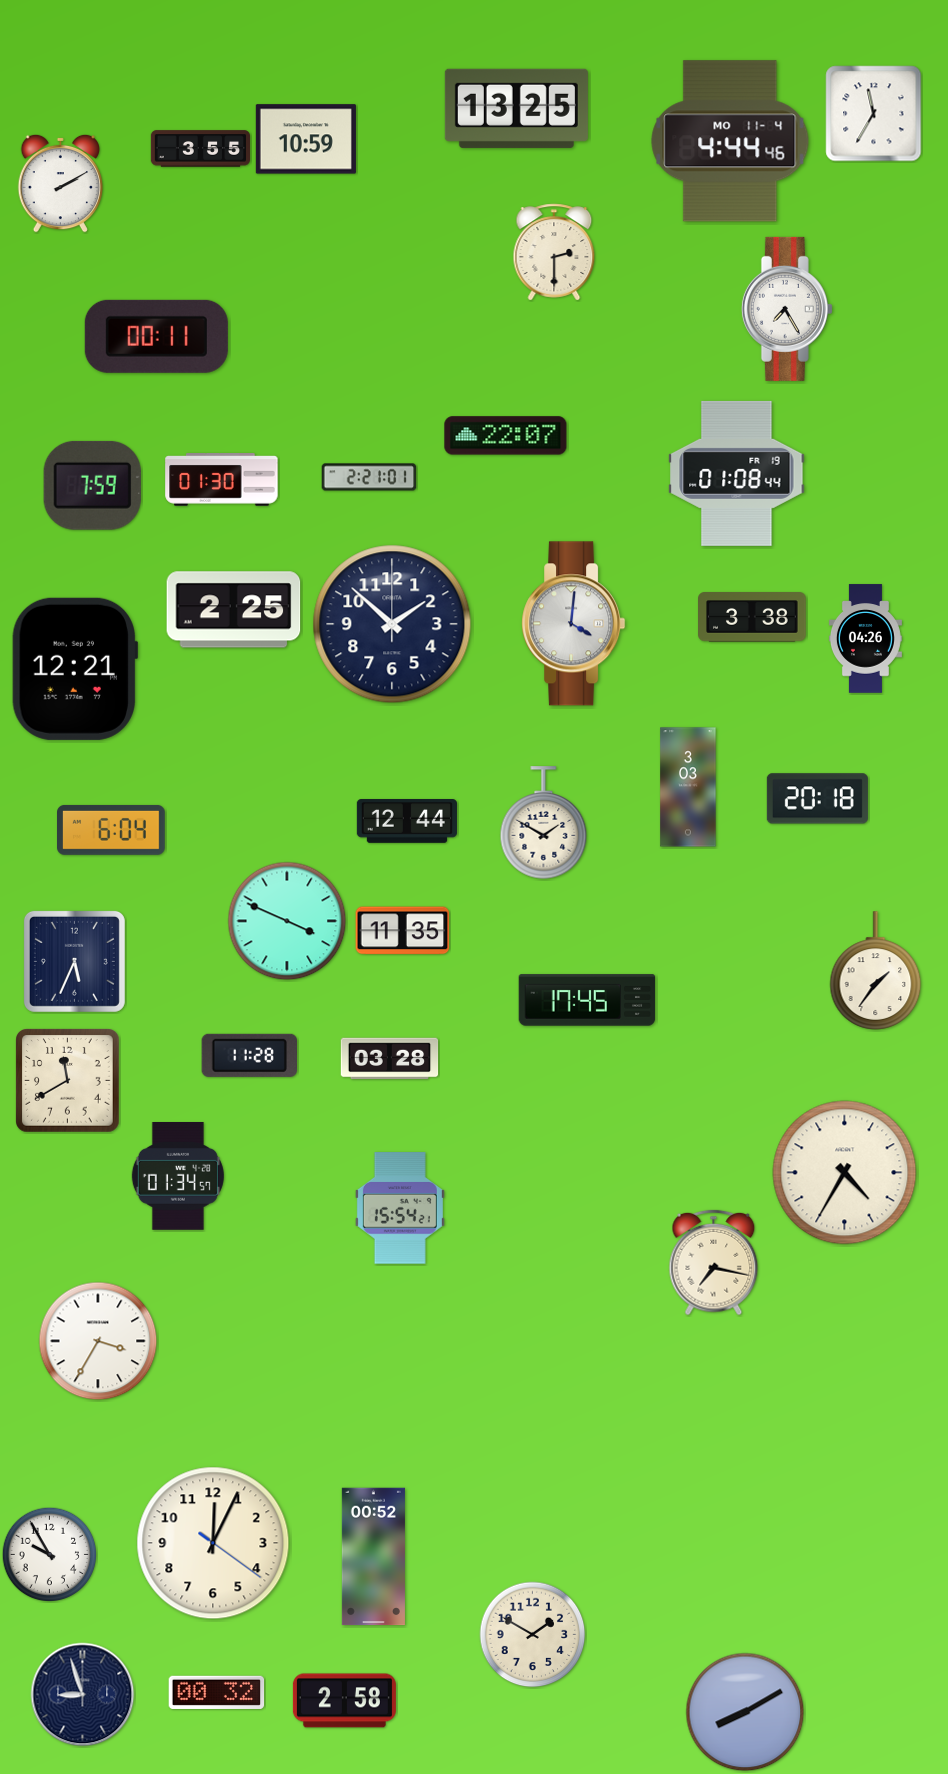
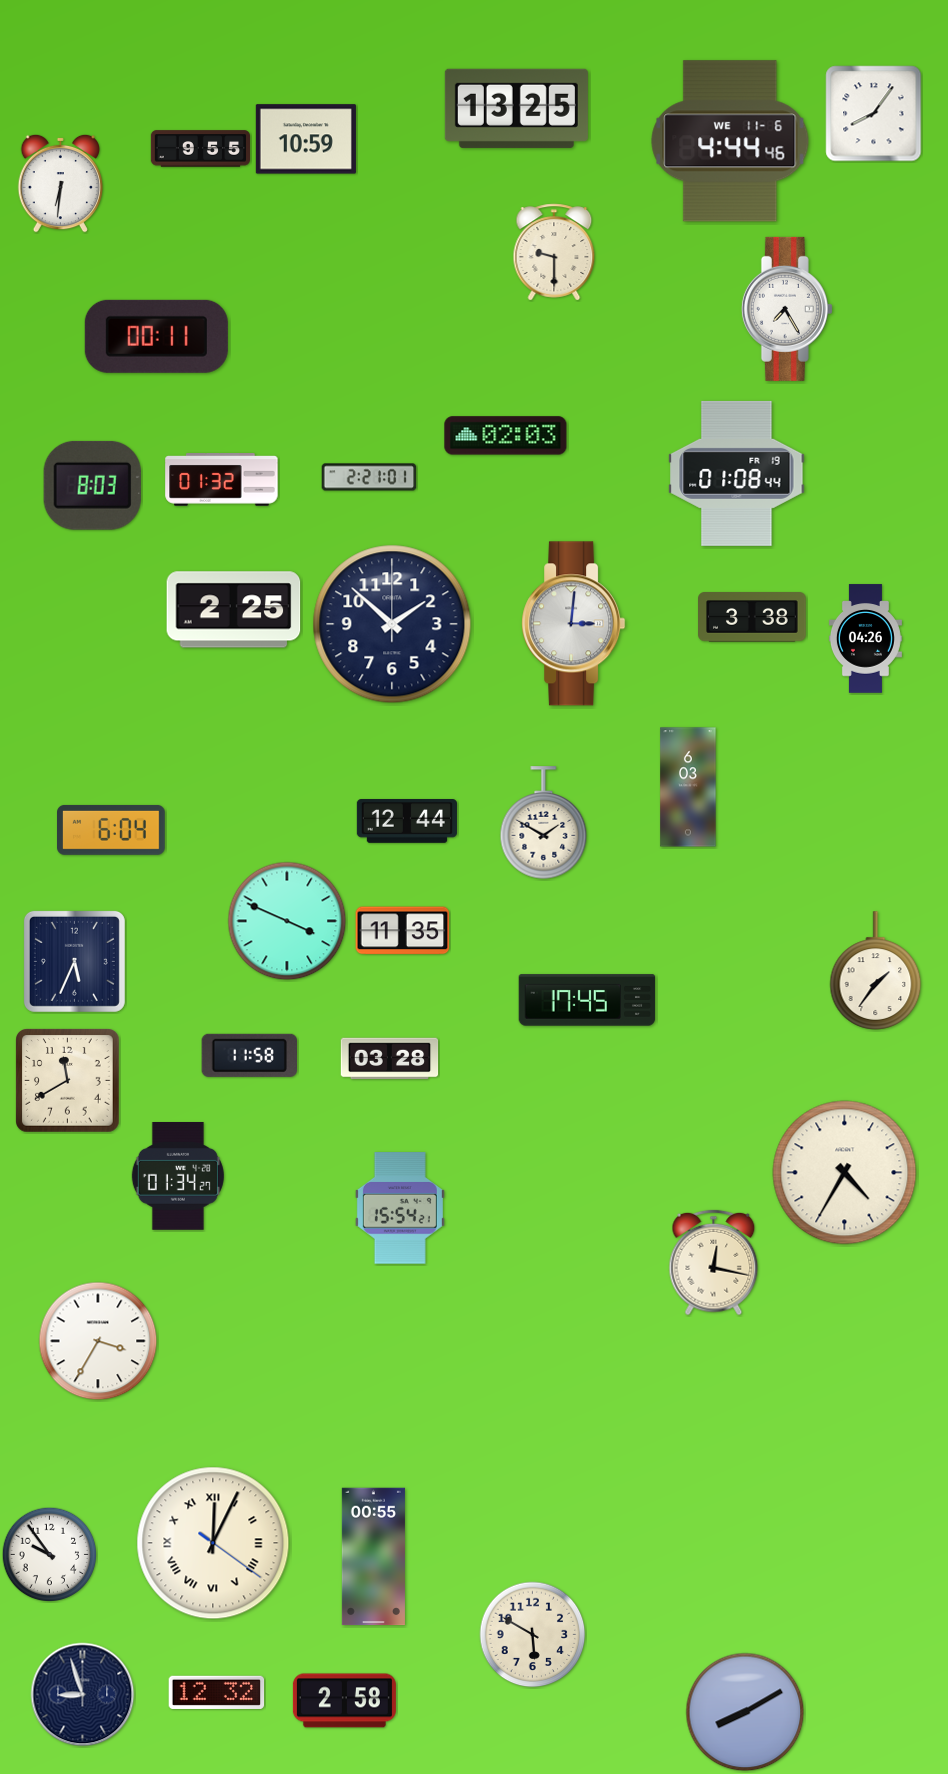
clock at (874, 114): 11:35 -> 8:06
clock at (730, 141) date: MO 11-4 -> WE 11-6
clock at (200, 149): 3:55 -> 9:55
clock at (60, 183): 2:10 -> 6:31
clock at (554, 252): 2:30 -> 9:30
clock at (506, 436): 22:07 -> 02:03
clock at (222, 480): 01:30 -> 01:32
clock at (92, 485): 7:59 -> 8:03
clock at (574, 624): 4:01 -> 3:01
clock at (74, 669): 12:21 -> none
clock at (688, 787): 3:03 -> 6:03
clock at (817, 799): 20:18 -> none
clock at (249, 1055): 11:28 -> 11:58
clock at (178, 1177): 01:34:57 -> 01:34:27
clock at (714, 1263): 7:17 -> 12:17
clock at (213, 1543) numerals: Arabic -> Roman
clock at (49, 1554): 9:55 -> 9:54
clock at (373, 1557): 00:52 -> 00:55
clock at (533, 1635): 1:50 -> 5:50
clock at (217, 1692): 00:32 -> 12:32
